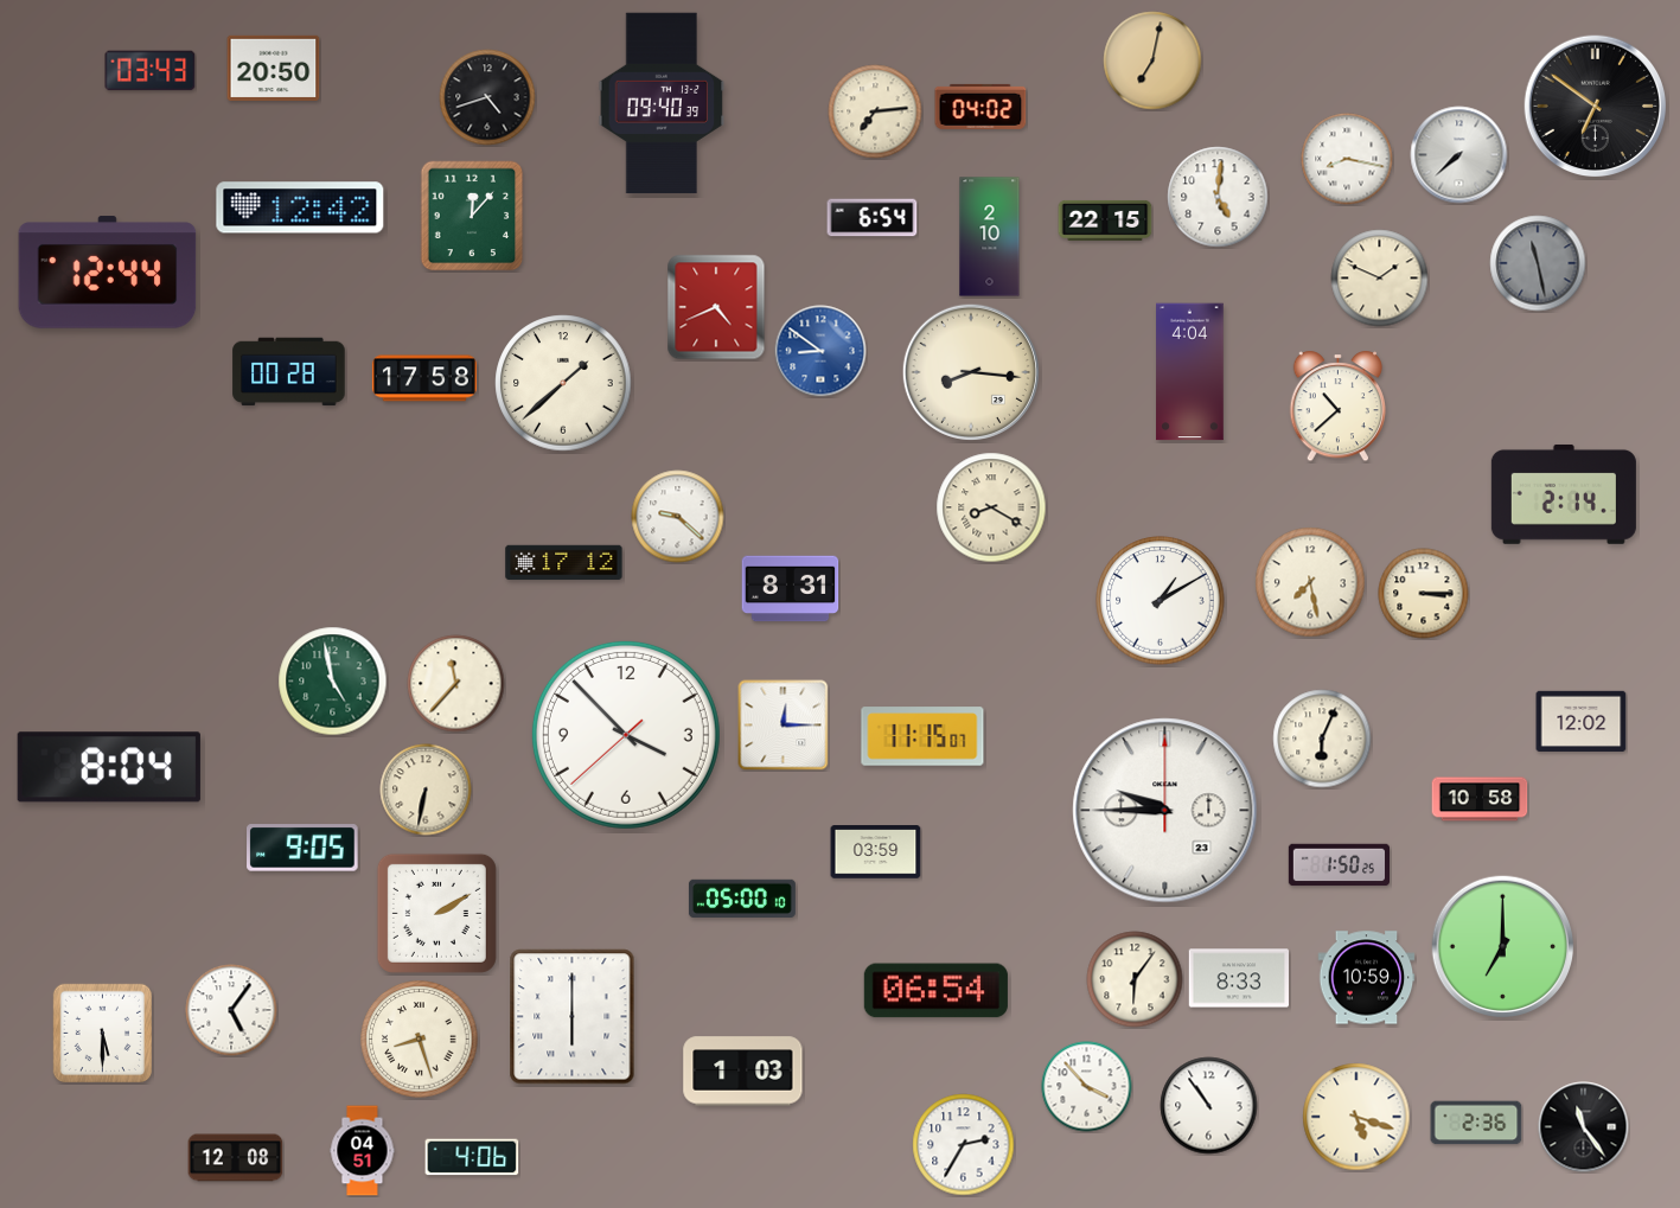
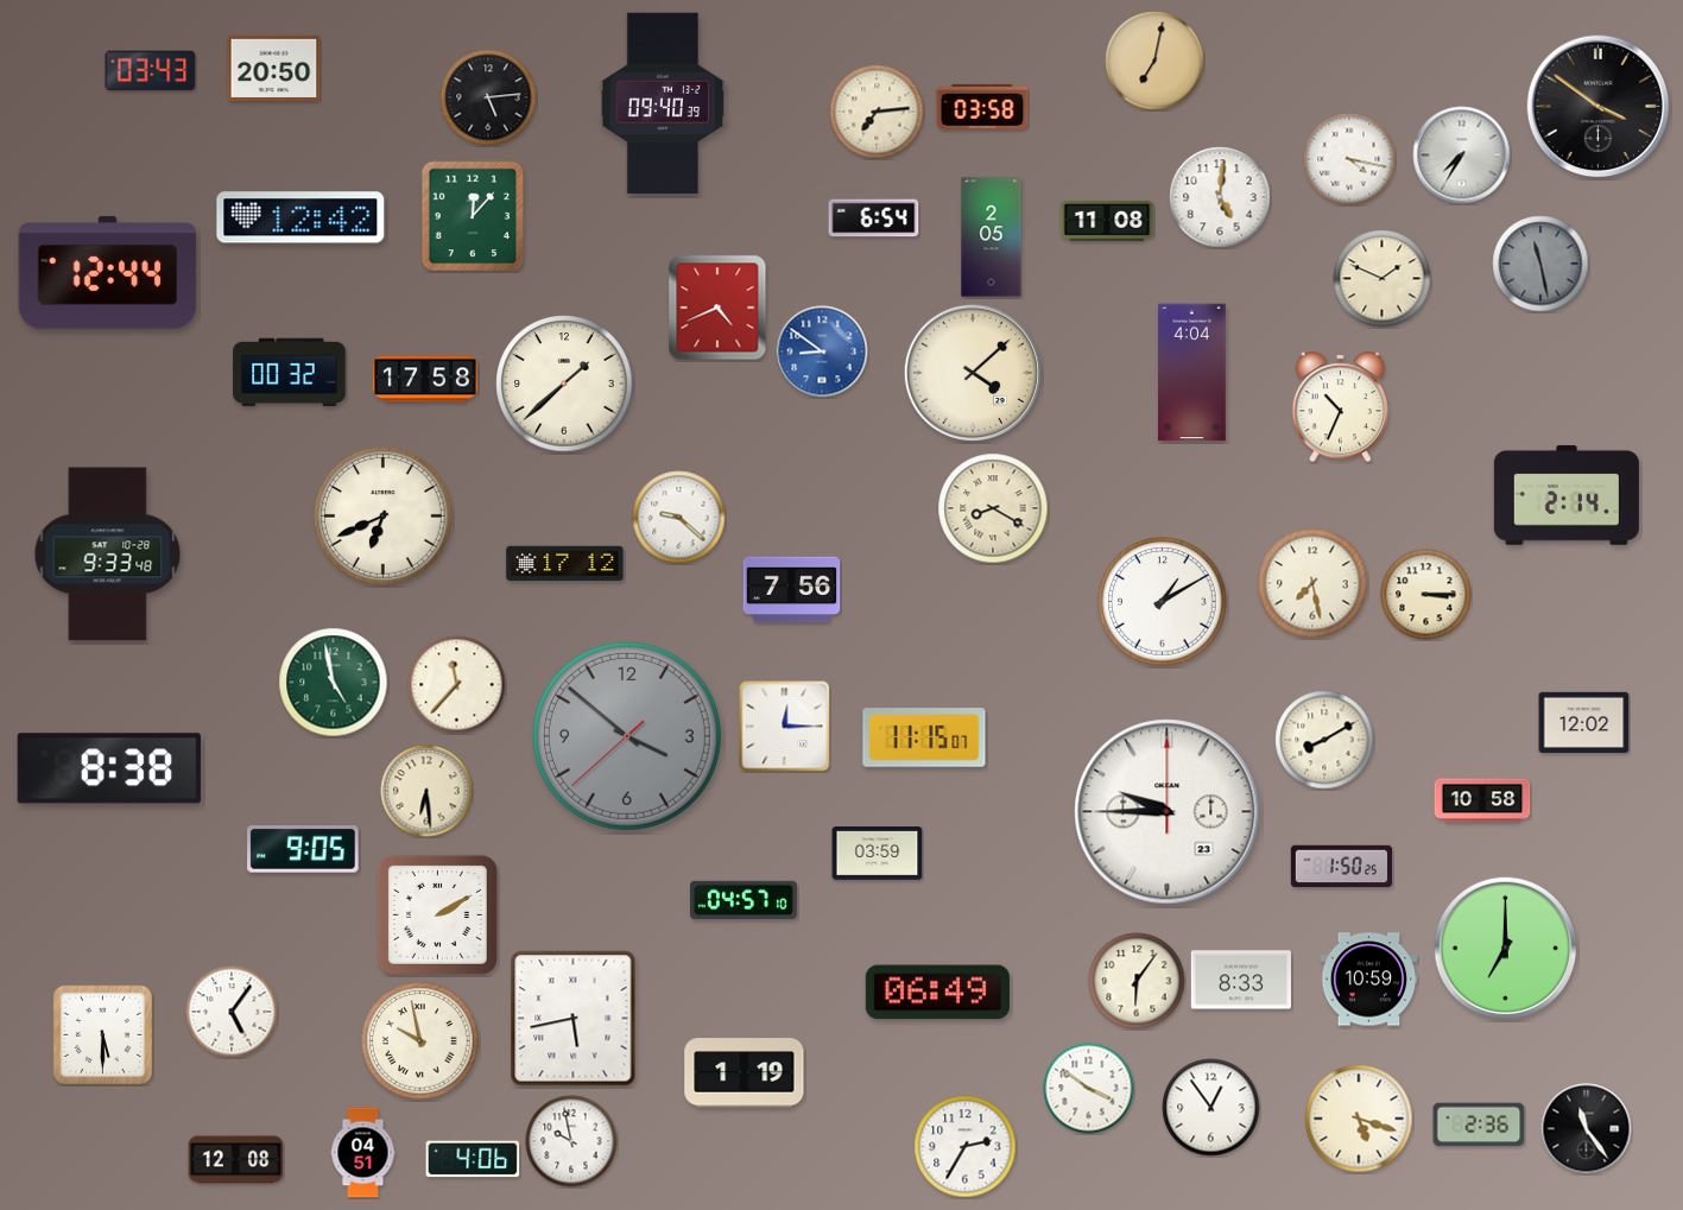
clock at (487, 97): 4:42 -> 5:14
clock at (980, 107): 04:02 -> 03:58
clock at (1596, 107): 6:51 -> 3:51
clock at (1459, 155): 7:38 -> 7:35
clock at (1347, 159): 8:17 -> 4:17
clock at (300, 207) position: (300, 207) -> (300, 217)
clock at (1105, 220): 22:15 -> 11:08
clock at (990, 237): 2:10 -> 2:05
clock at (289, 372): 00:28 -> 00:32
clock at (971, 372): 8:16 -> 4:08
clock at (1339, 407): 10:38 -> 10:34
clock at (384, 517): none -> 6:41
clock at (108, 555): none -> 9:33
clock at (791, 589): 8:31 -> 7:56
clock at (626, 735): 3:52 -> 3:51
clock at (626, 735) dial: white -> grey
clock at (1322, 739): 6:04 -> 8:10
clock at (109, 767): 8:04 -> 8:38
clock at (426, 790): 6:32 -> 6:29
clock at (742, 897): 05:00 -> 04:57
clock at (935, 991): 06:54 -> 06:49
clock at (573, 1017): 6:00 -> 5:43
clock at (420, 1040): 8:27 -> 9:58
clock at (743, 1072): 1:03 -> 1:19
clock at (1087, 1087): 3:53 -> 3:51
clock at (1209, 1106): 10:54 -> 12:54
clock at (571, 1141): none -> 9:58
